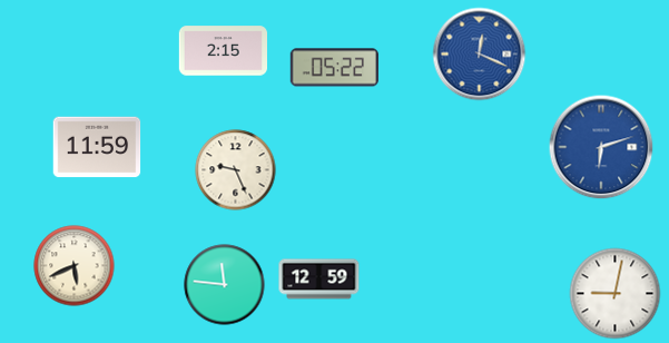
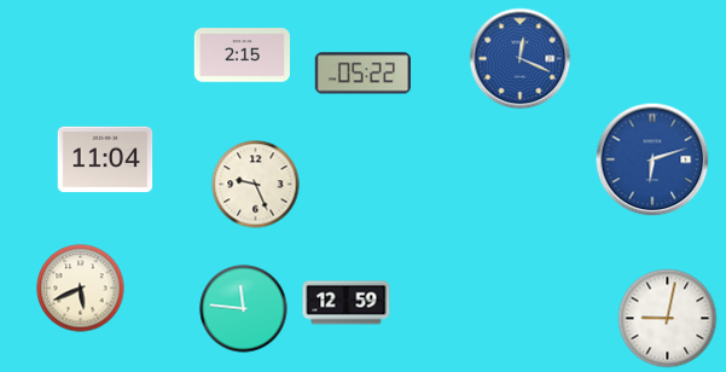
clock at (97, 147): 11:59 -> 11:04
